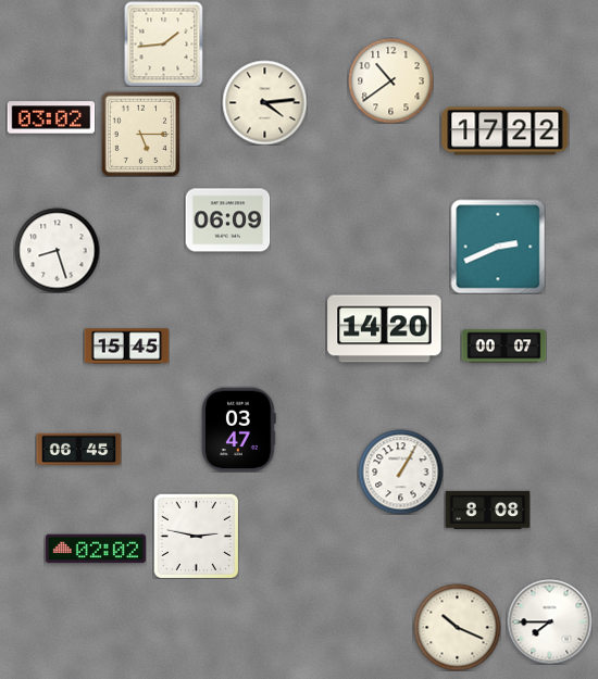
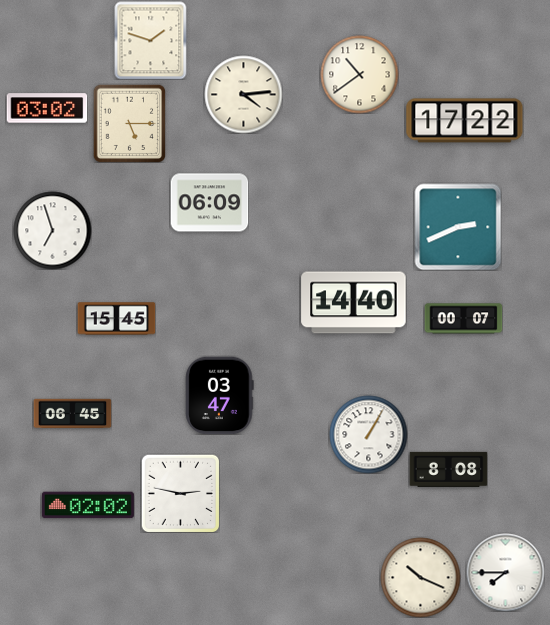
clock at (164, 43): 1:44 -> 1:48
clock at (57, 250): 8:27 -> 6:57
clock at (385, 329): 14:20 -> 14:40
